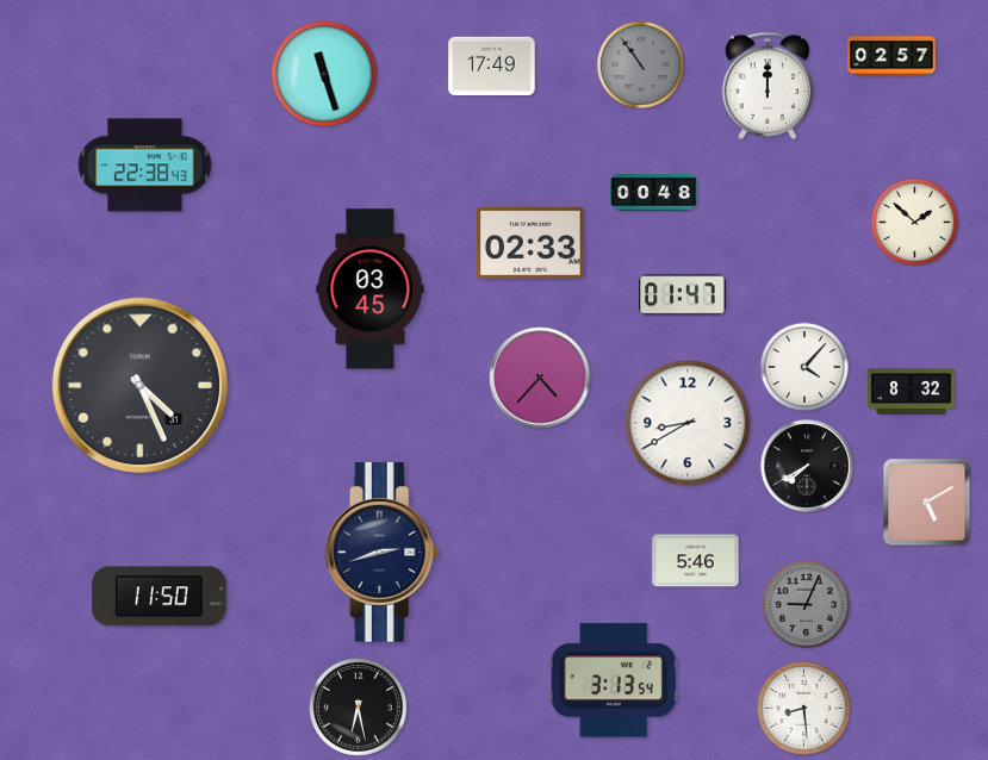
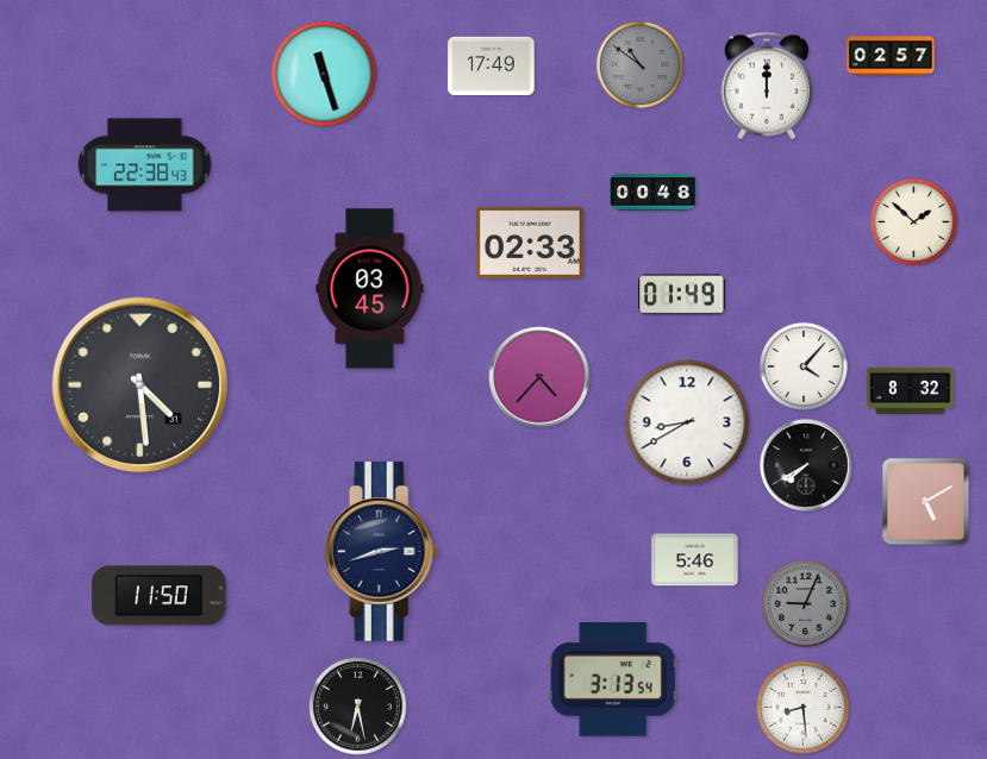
clock at (640, 64): 10:54 -> 10:51
clock at (683, 295): 01:47 -> 01:49
clock at (141, 386): 4:26 -> 4:29
